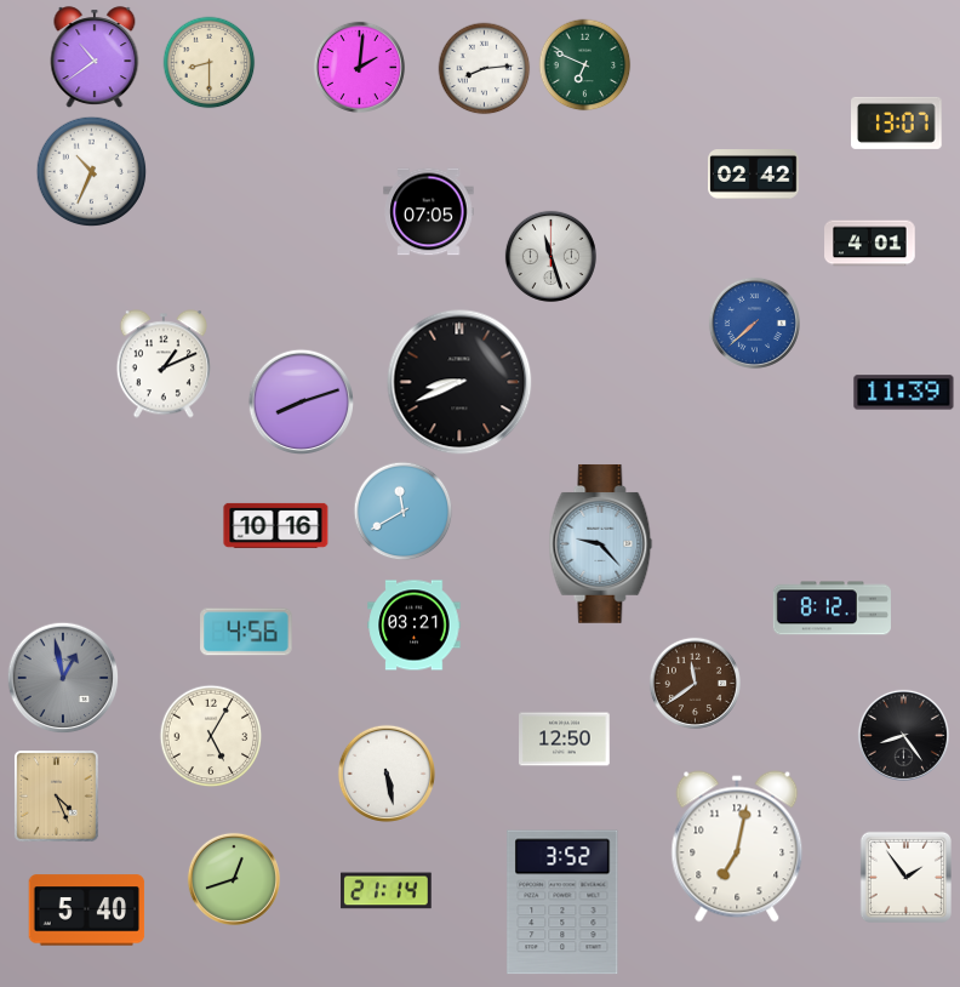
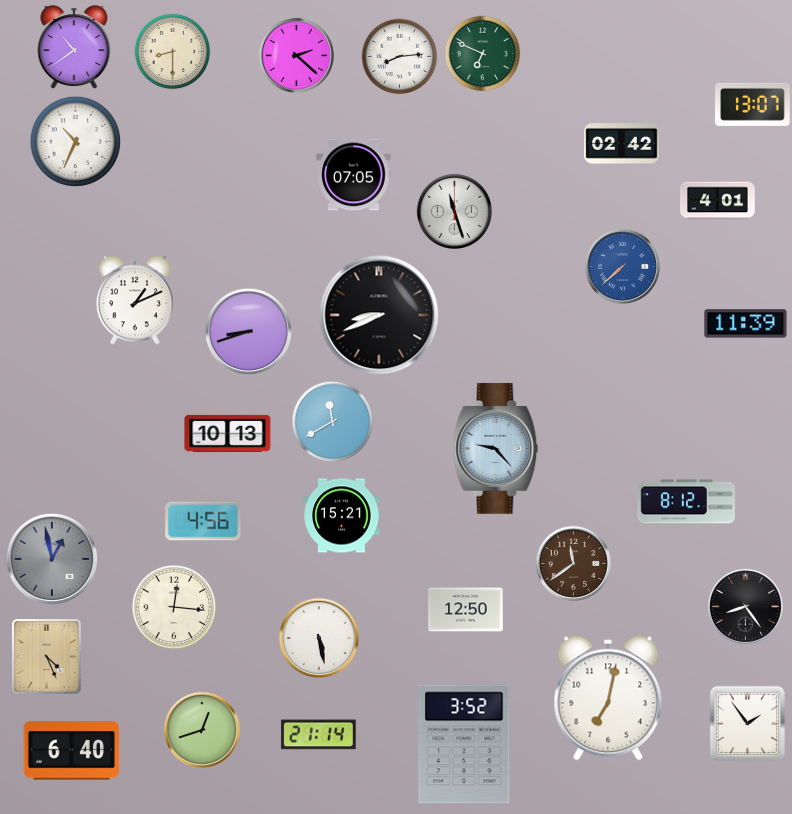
clock at (95, 58) position: (95, 58) -> (74, 48)
clock at (359, 67): 2:01 -> 2:22
clock at (897, 122) position: (897, 122) -> (753, 104)
clock at (302, 403): 8:12 -> 8:42
clock at (276, 525): 10:16 -> 10:13
clock at (415, 626): 03:21 -> 15:21
clock at (211, 736): 5:05 -> 12:16
clock at (234, 879) position: (234, 879) -> (202, 730)
clock at (87, 911): 5:40 -> 6:40
